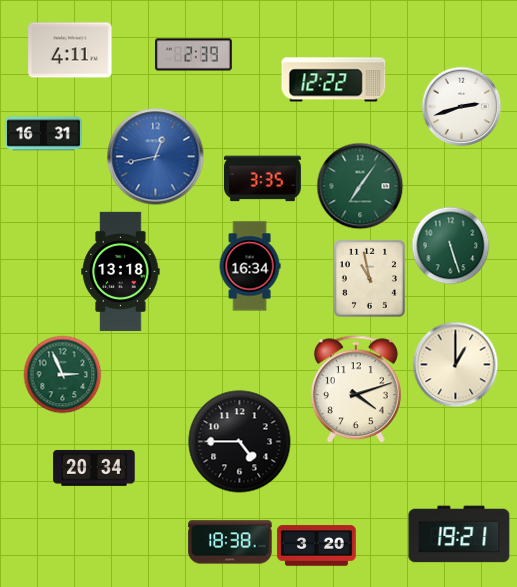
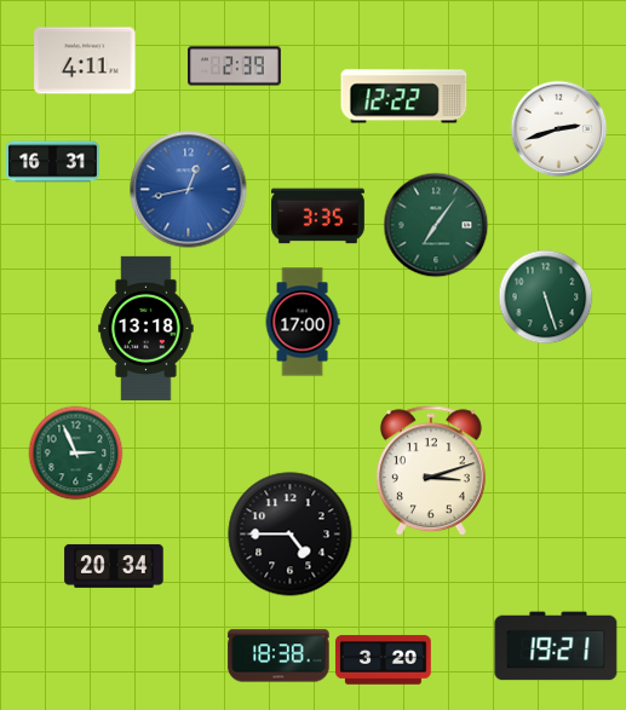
clock at (250, 266): 16:34 -> 17:00
clock at (369, 278): 10:58 -> none
clock at (455, 364): 1:00 -> none
clock at (356, 389): 4:12 -> 3:12
